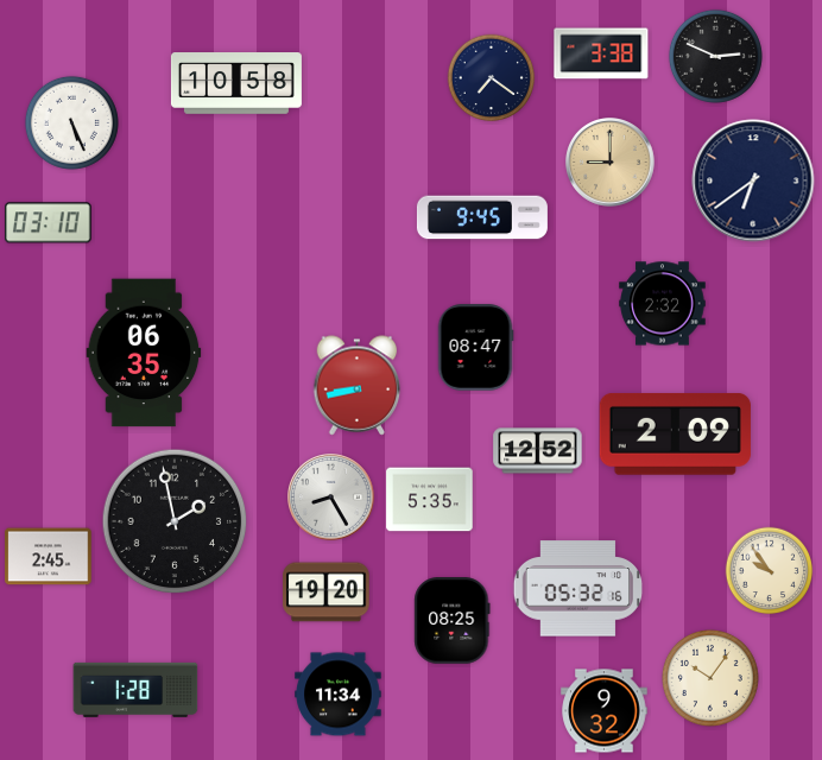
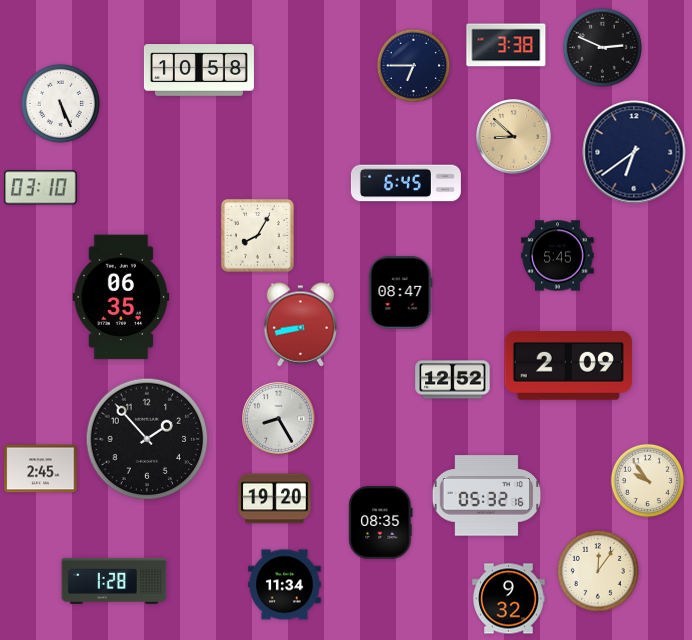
clock at (492, 78): 7:21 -> 6:45
clock at (611, 163): 9:00 -> 8:52
clock at (482, 217): 9:45 -> 6:45
clock at (257, 235): none -> 8:05
clock at (663, 304): 2:32 -> 5:45
clock at (430, 500): 5:35 -> none
clock at (175, 521): 1:58 -> 1:53
clock at (453, 621): 08:25 -> 08:35
clock at (710, 678): 10:06 -> 12:06
